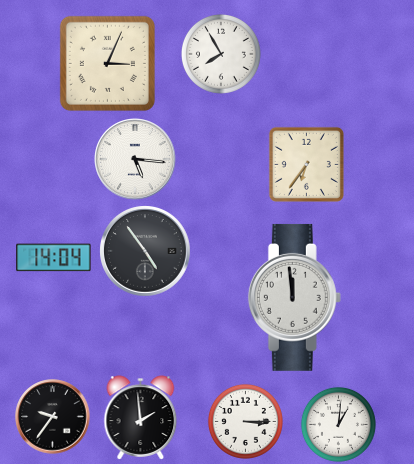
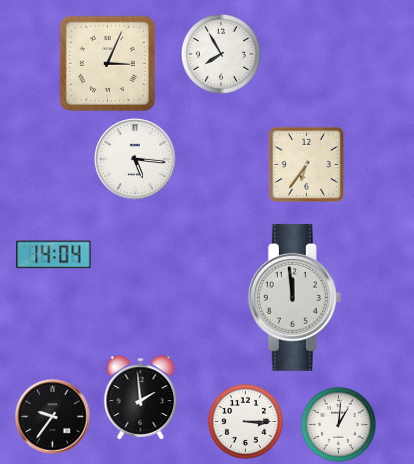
clock at (146, 252): 4:54 -> none
clock at (54, 258) position: (54, 258) -> (54, 255)
clock at (141, 418) position: (141, 418) -> (141, 398)
